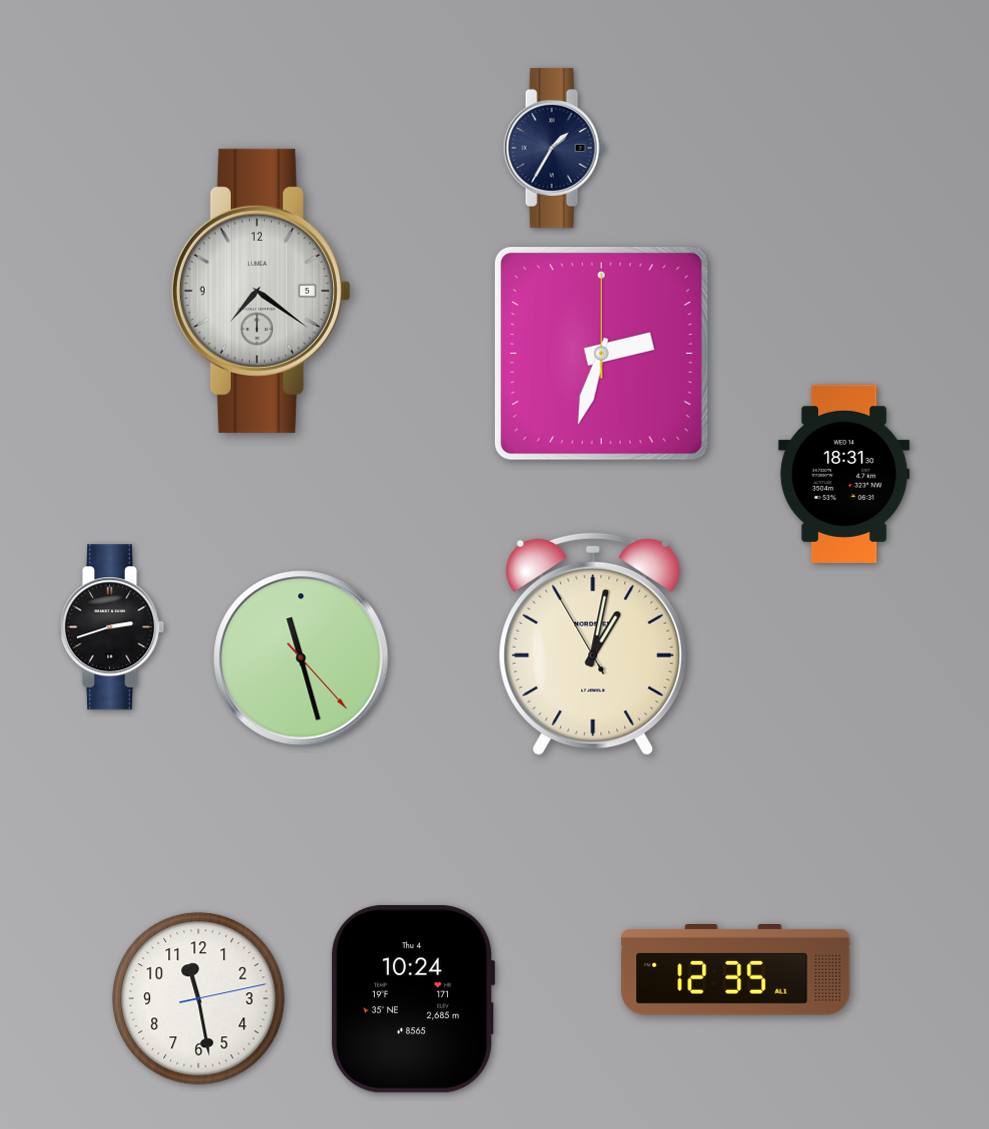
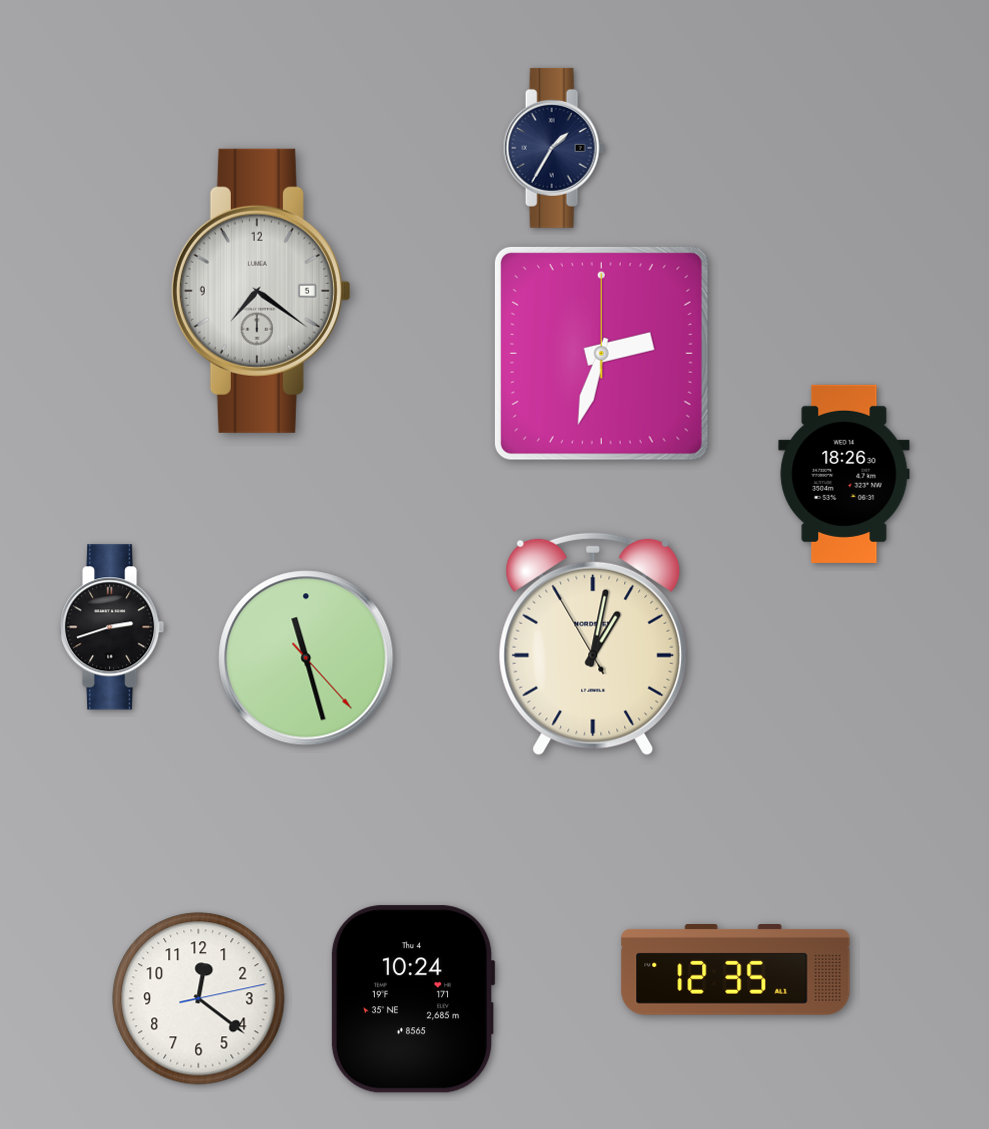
clock at (844, 474): 18:31 -> 18:26
clock at (301, 658) position: (301, 658) -> (306, 658)
clock at (199, 999): 11:28 -> 12:21
